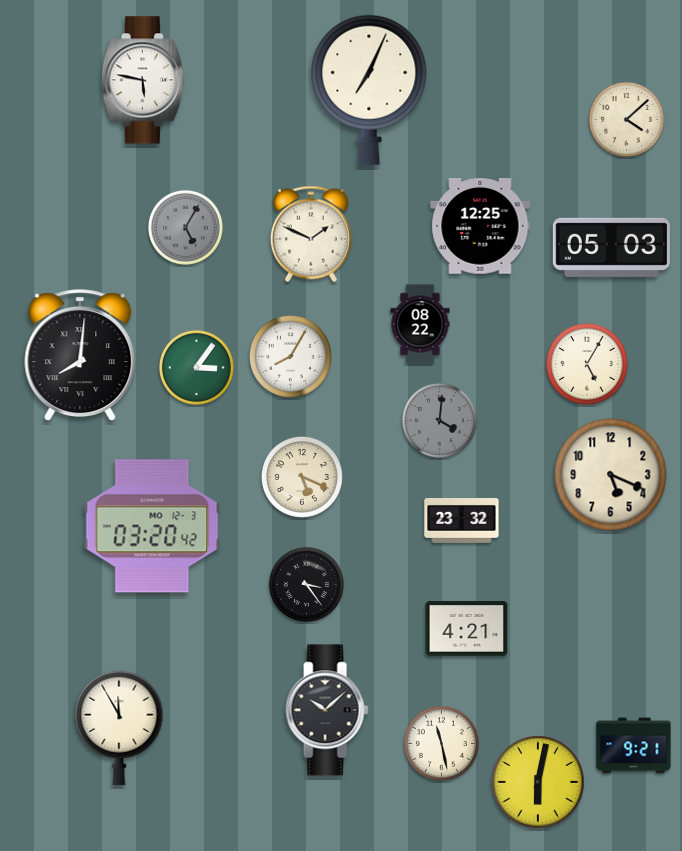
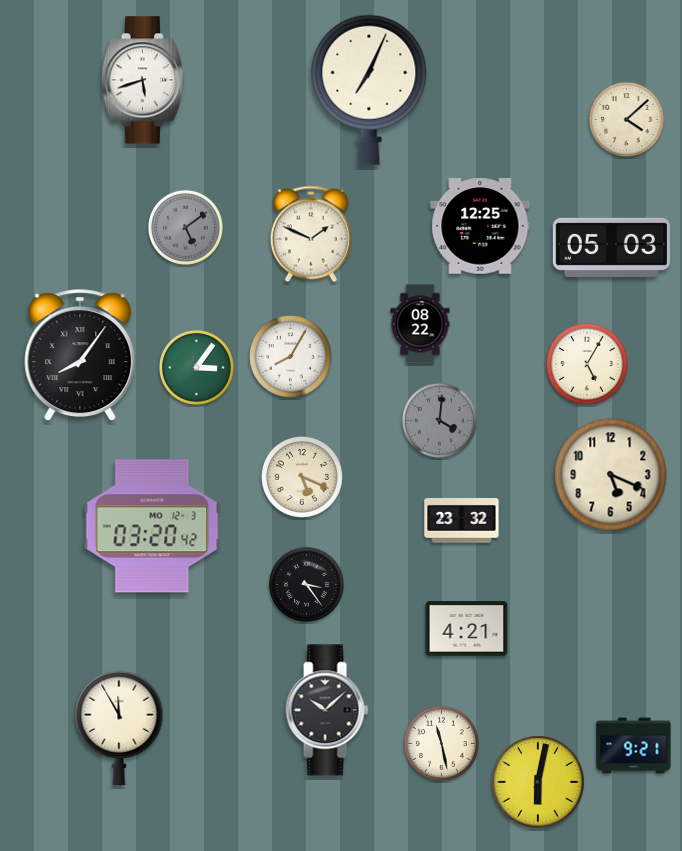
clock at (142, 80): 5:47 -> 5:42
clock at (185, 227): 5:05 -> 5:09
clock at (80, 356): 8:01 -> 8:06
